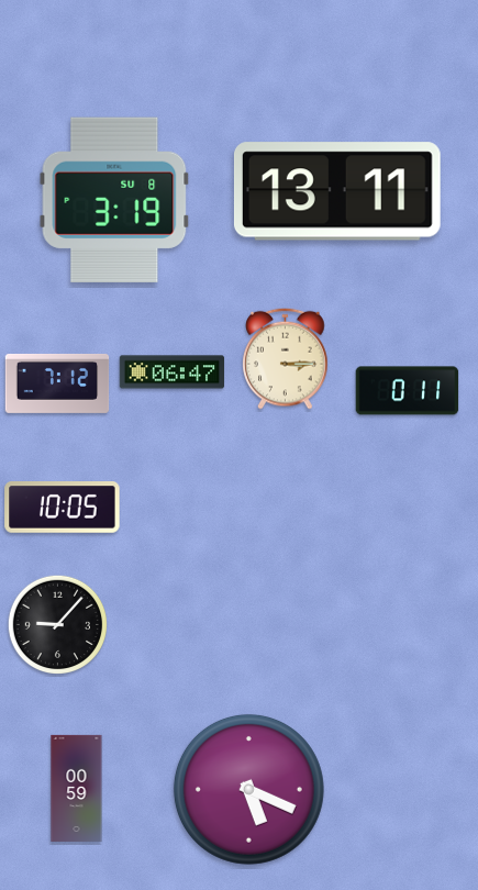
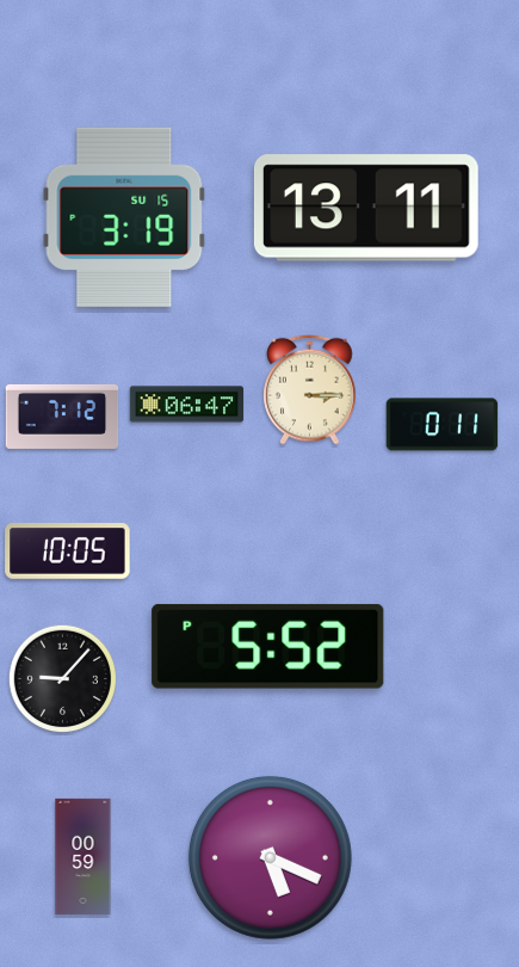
clock at (114, 200) date: SU 8 -> SU 15
clock at (268, 646): none -> 5:52
